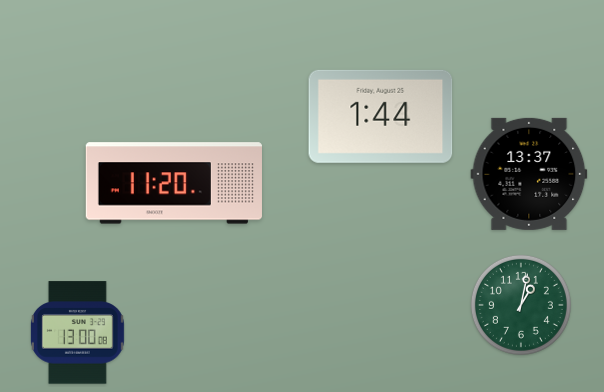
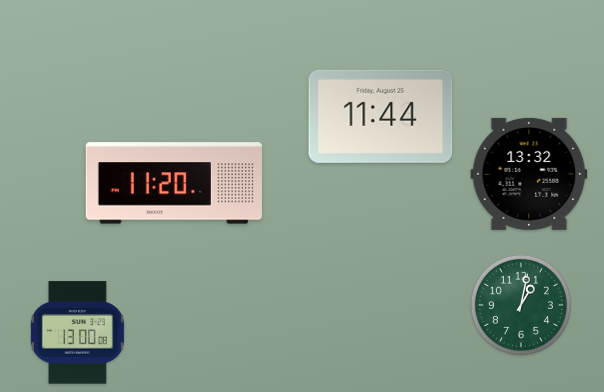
clock at (381, 116): 1:44 -> 11:44
clock at (529, 174): 13:37 -> 13:32
